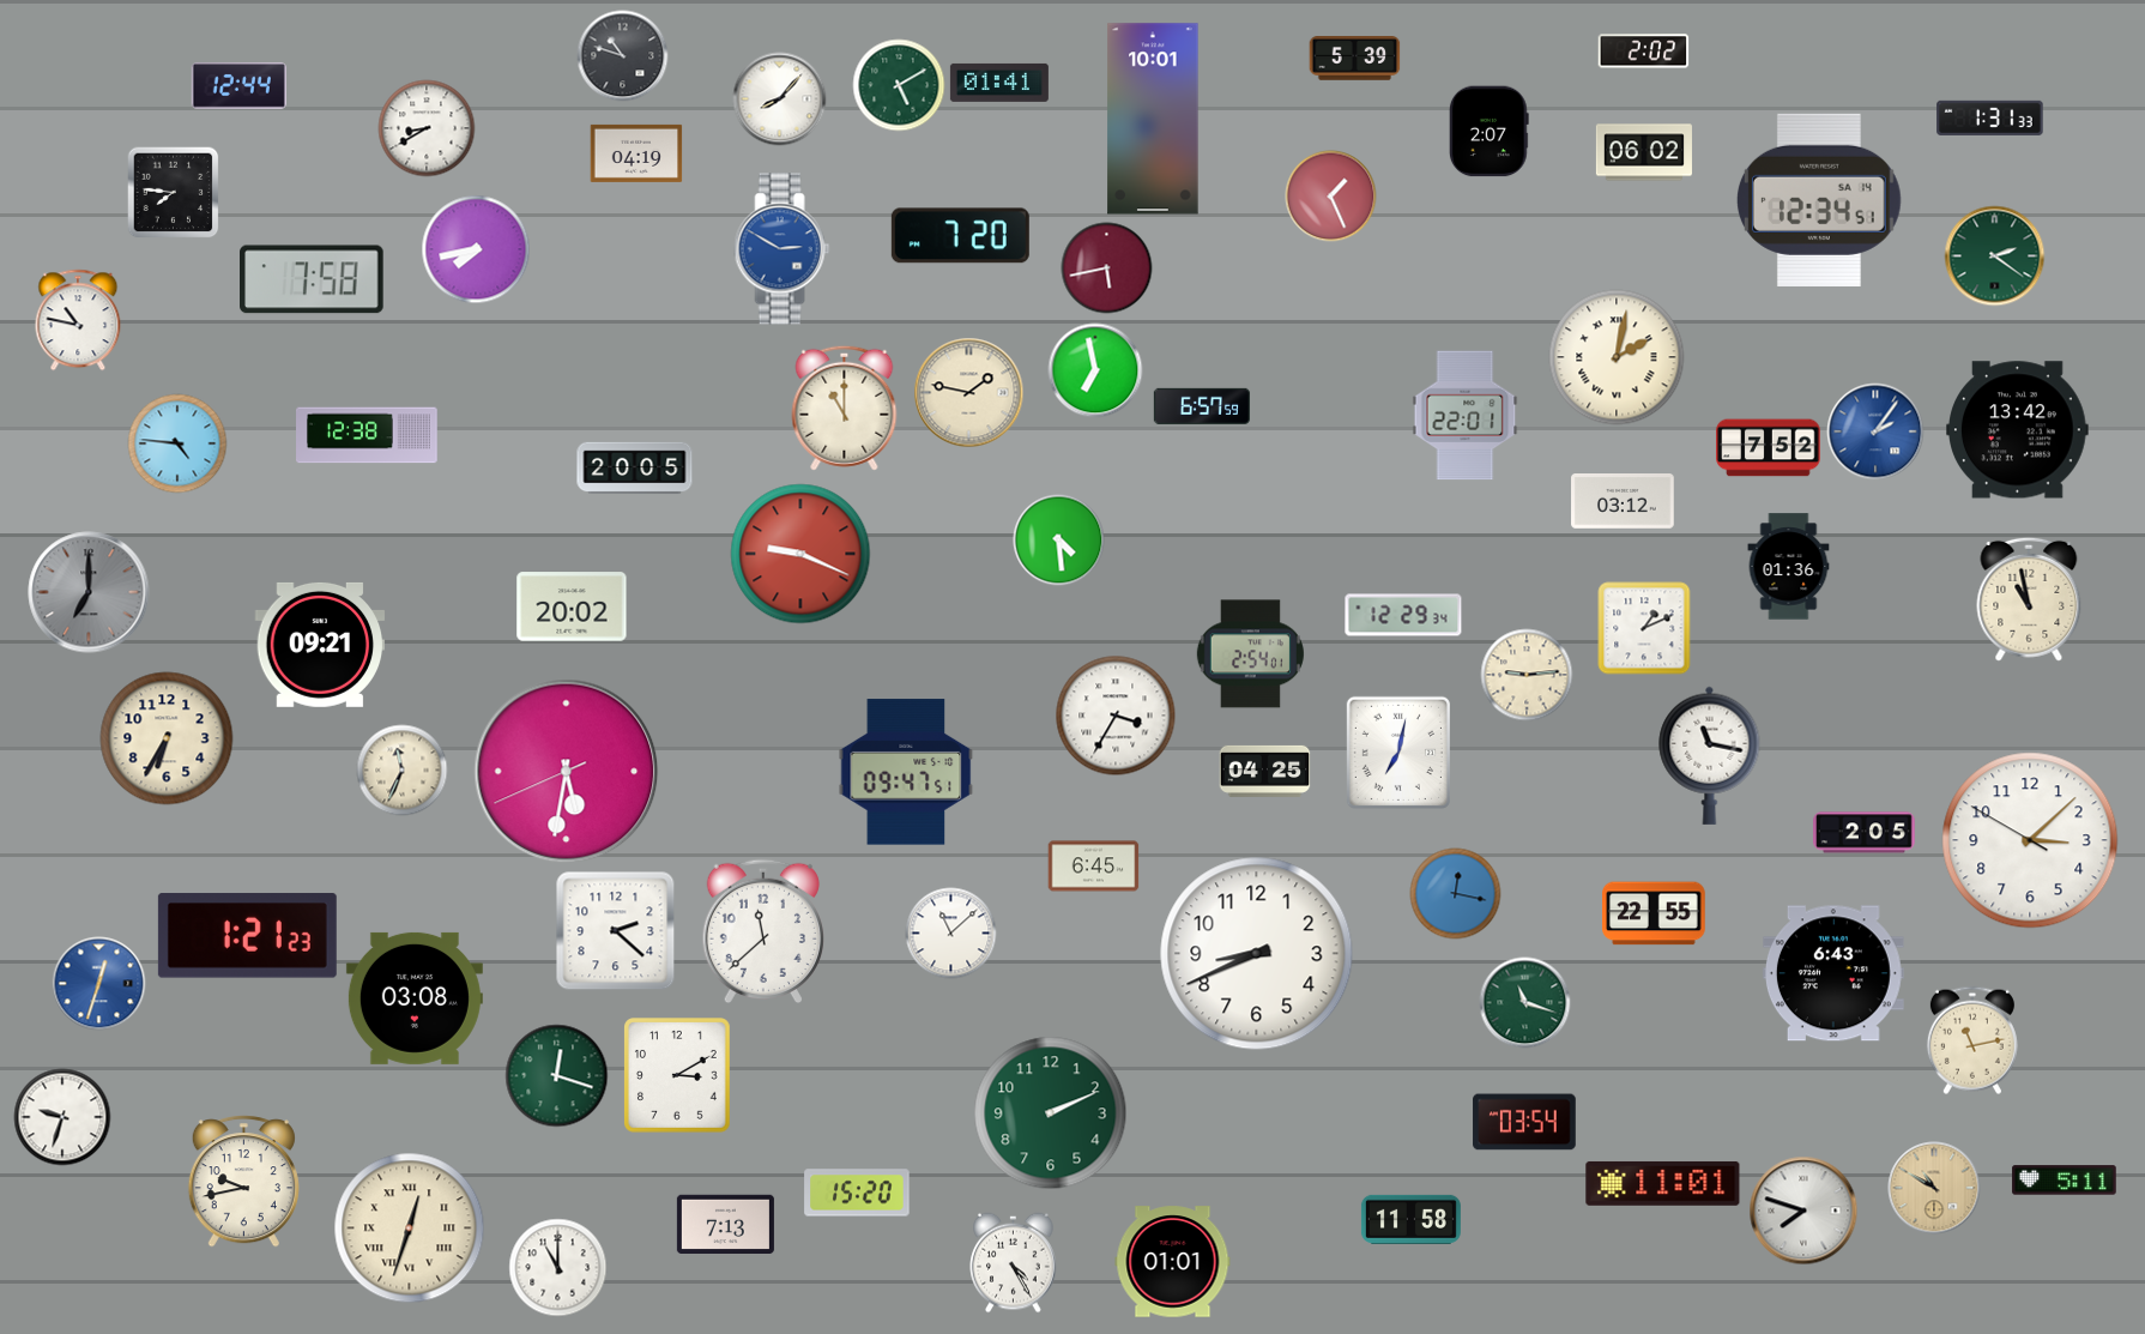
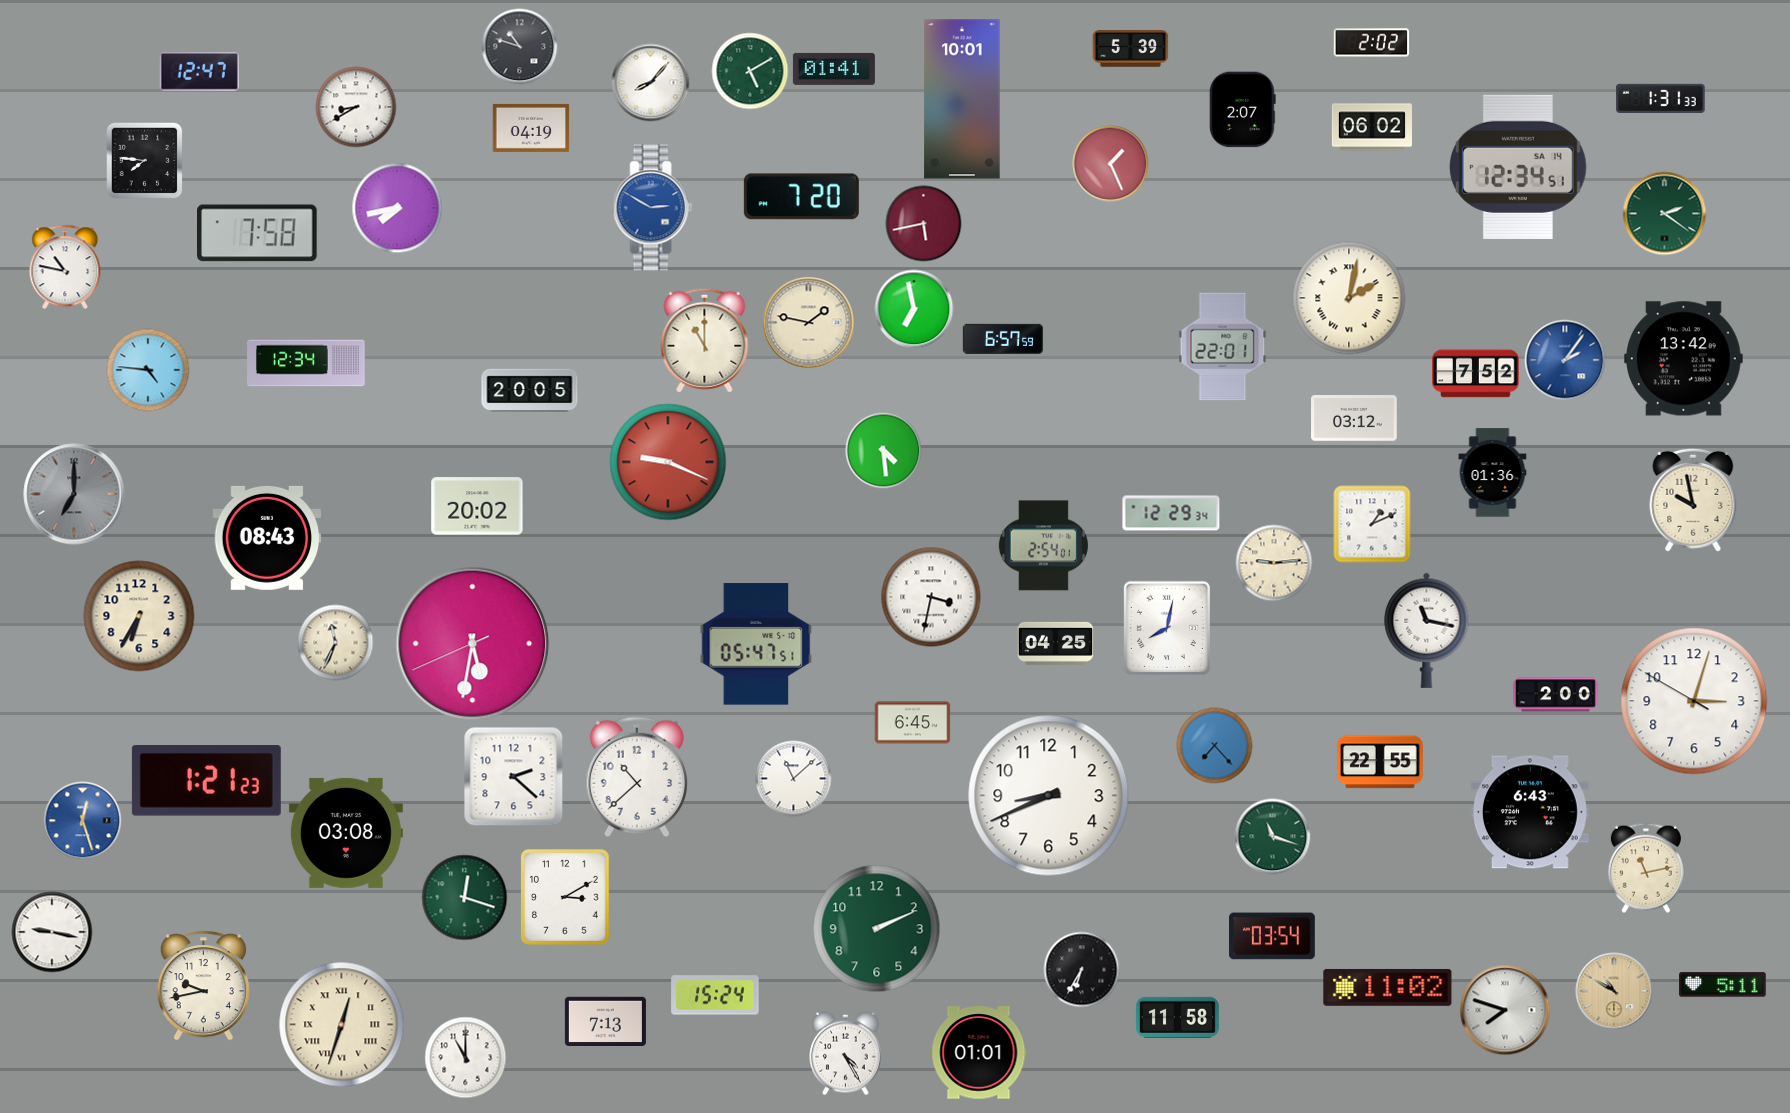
clock at (238, 86): 12:44 -> 12:47
clock at (313, 279) position: (313, 279) -> (258, 233)
clock at (969, 393) position: (969, 393) -> (809, 323)
clock at (368, 435): 12:38 -> 12:34
clock at (2029, 599): 10:58 -> 9:58
clock at (320, 645): 09:21 -> 08:43
clock at (1116, 716): 3:35 -> 3:32
clock at (1398, 753): 7:02 -> 8:02
clock at (906, 772): 09:47 -> 05:47
clock at (1865, 833): 2:05 -> 2:00
clock at (2030, 840): 3:07 -> 3:02
clock at (1456, 894): 12:17 -> 7:23
clock at (762, 931): 11:38 -> 10:38
clock at (99, 984): 12:33 -> 12:27
clock at (62, 1117): 9:33 -> 9:17
clock at (1082, 970): none -> 6:35
clock at (1663, 1184): 11:01 -> 11:02
clock at (857, 1193): 15:20 -> 15:24
